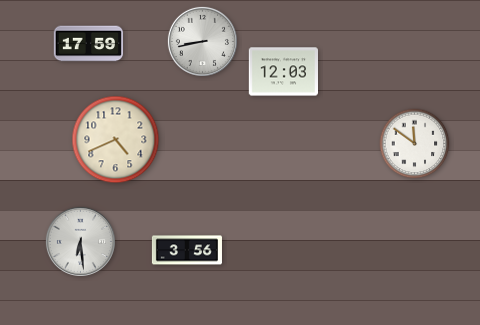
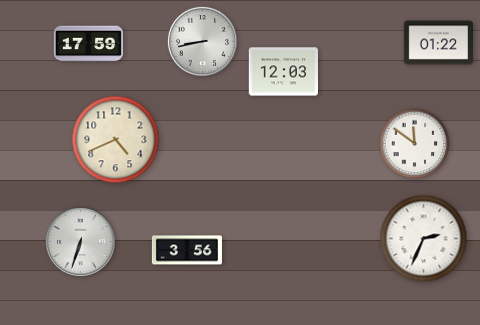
clock at (439, 43): none -> 01:22
clock at (424, 239): none -> 2:34
clock at (80, 241): 6:29 -> 6:33
